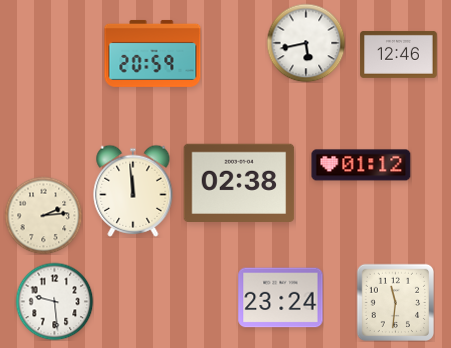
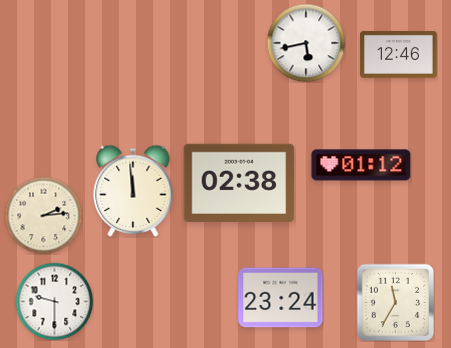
clock at (153, 53): 20:59 -> none
clock at (54, 301): 9:29 -> 9:30
clock at (395, 302): 11:31 -> 11:35
